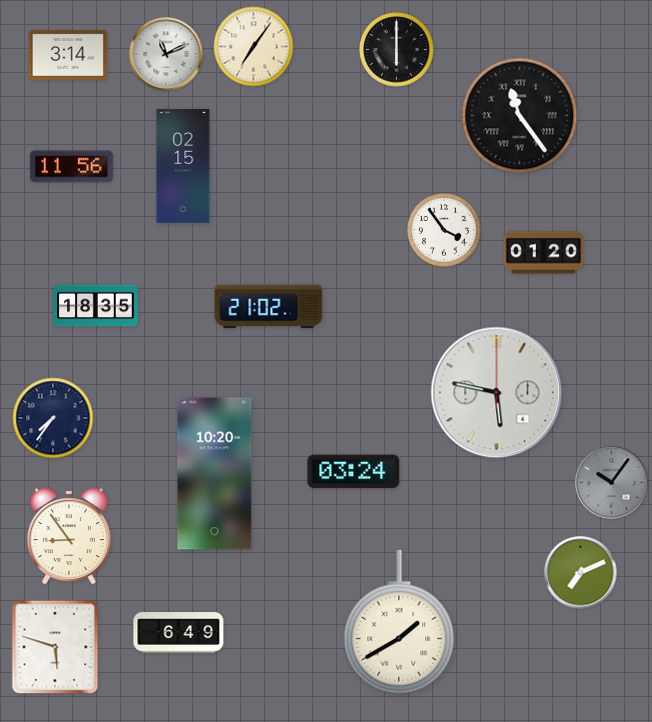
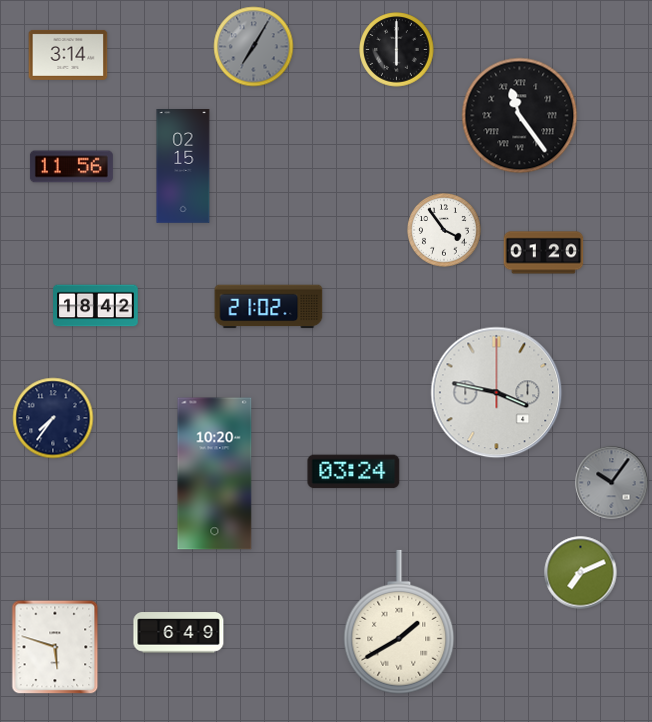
clock at (254, 47): 7:06 -> 7:05
clock at (254, 47) dial: cream -> grey
clock at (166, 54): 11:11 -> none
clock at (96, 306): 18:35 -> 18:42
clock at (497, 393): 5:47 -> 3:47
clock at (69, 536): 8:54 -> none
